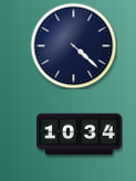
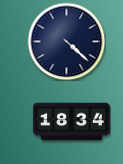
clock at (80, 135): 10:34 -> 18:34
